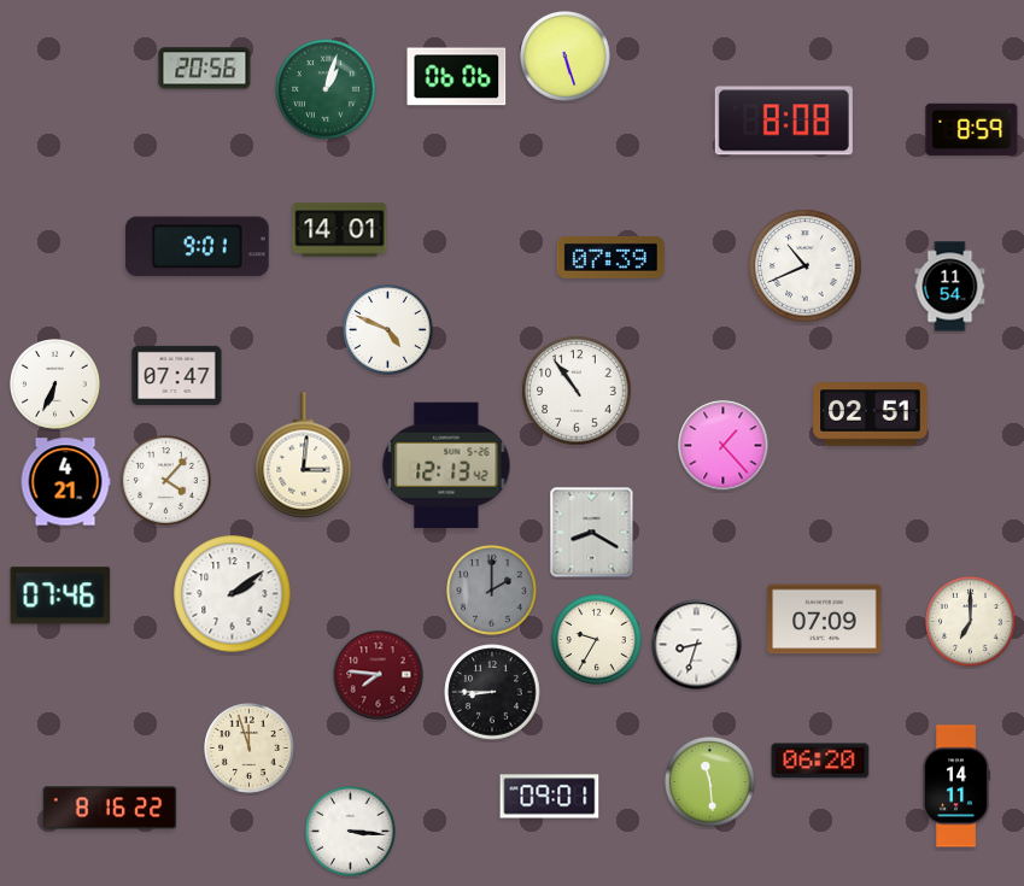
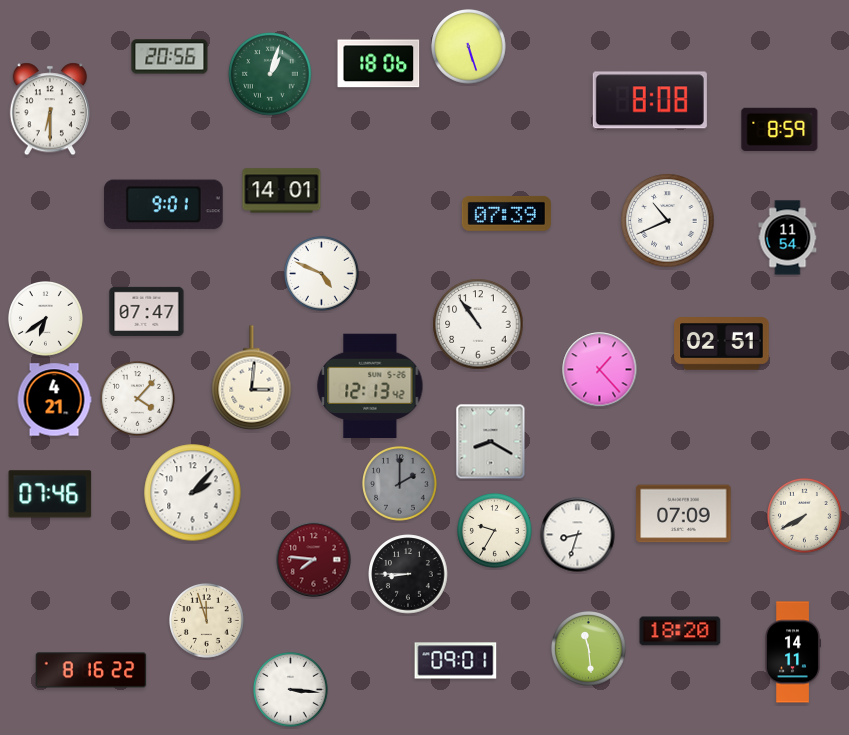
clock at (457, 77): 06:06 -> 18:06
clock at (972, 129) position: (972, 129) -> (780, 129)
clock at (50, 109): none -> 6:30
clock at (55, 385): 6:34 -> 6:39
clock at (492, 591) position: (492, 591) -> (400, 484)
clock at (233, 594): 2:09 -> 2:07
clock at (971, 622): 7:00 -> 7:40
clock at (820, 761): 06:20 -> 18:20
